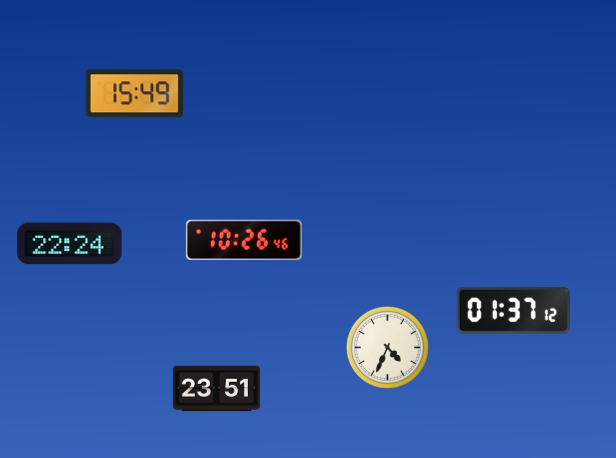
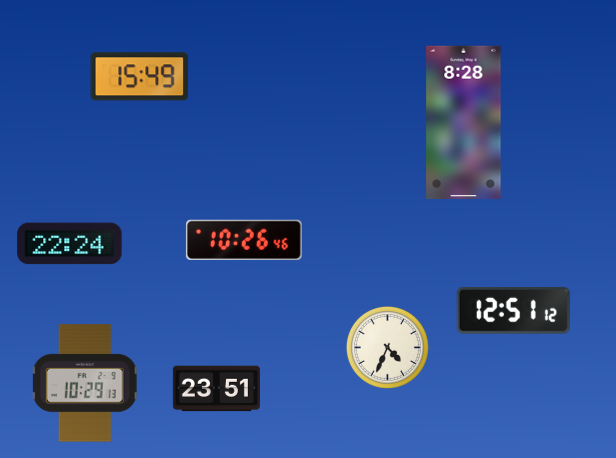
clock at (135, 94) position: (135, 94) -> (140, 77)
clock at (464, 122): none -> 8:28
clock at (513, 310): 01:37 -> 12:51
clock at (85, 383): none -> 10:29
